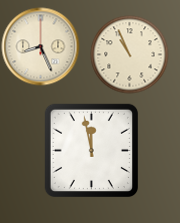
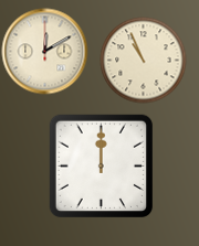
clock at (40, 46): 8:26 -> 12:10
clock at (91, 150): 11:58 -> 12:00
